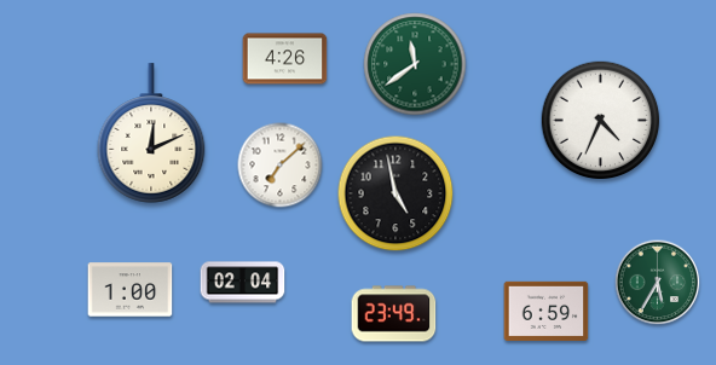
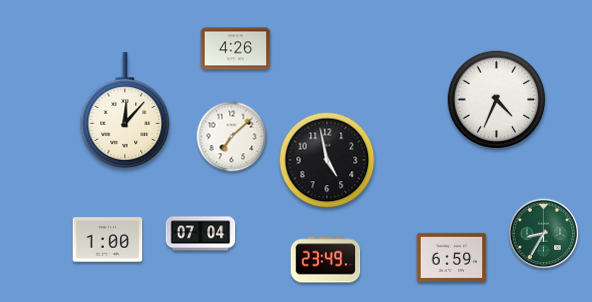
clock at (415, 64): 11:39 -> none
clock at (151, 133): 12:11 -> 12:07
clock at (243, 283): 02:04 -> 07:04
clock at (658, 283): 5:35 -> 8:35
